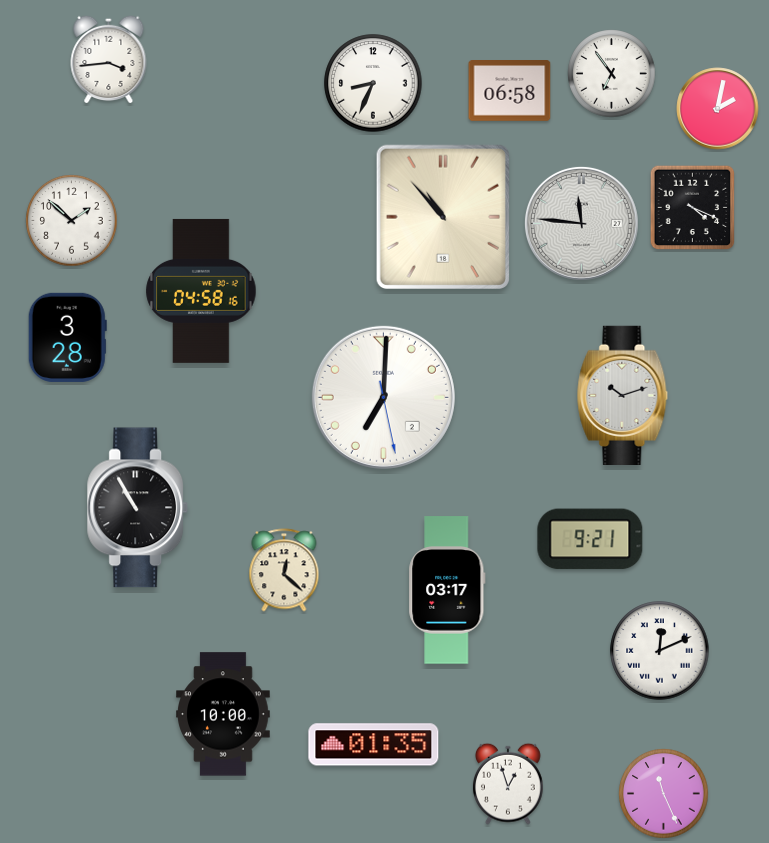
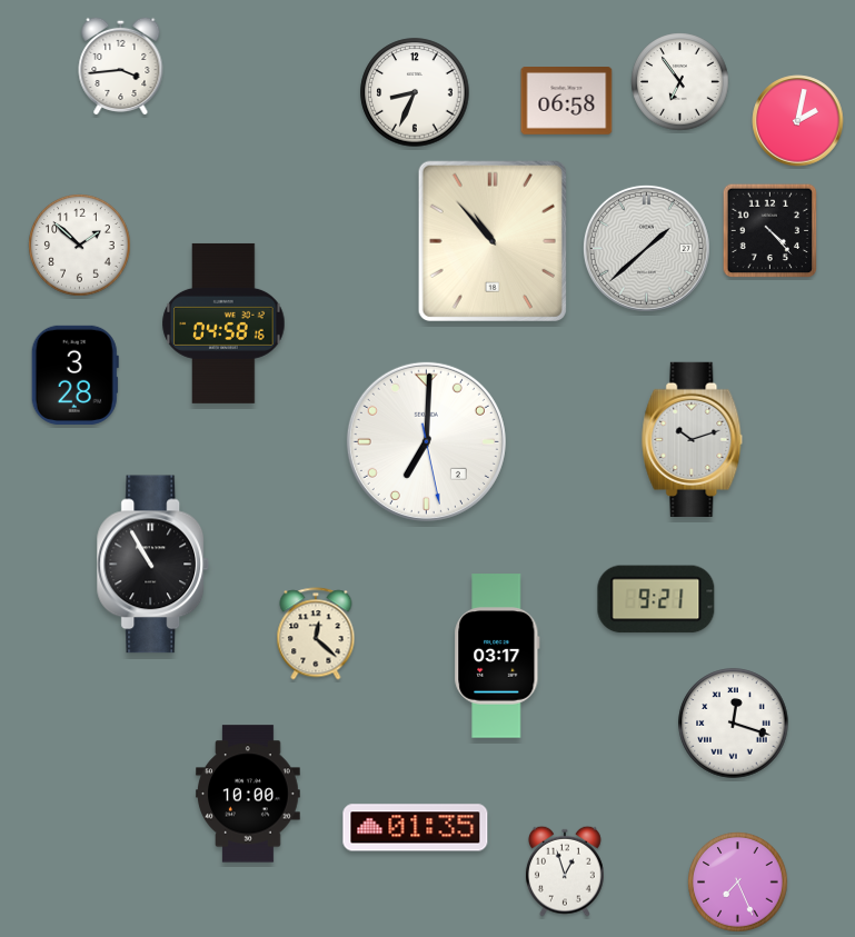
clock at (693, 208): 4:19 -> 4:23
clock at (581, 223): 11:46 -> 1:38
clock at (660, 651): 12:11 -> 12:18
clock at (664, 794): 11:26 -> 7:26
